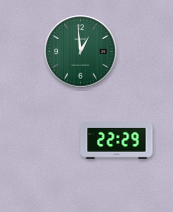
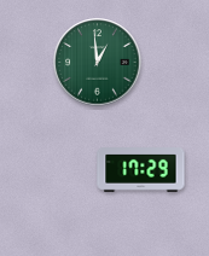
clock at (117, 141): 22:29 -> 17:29
